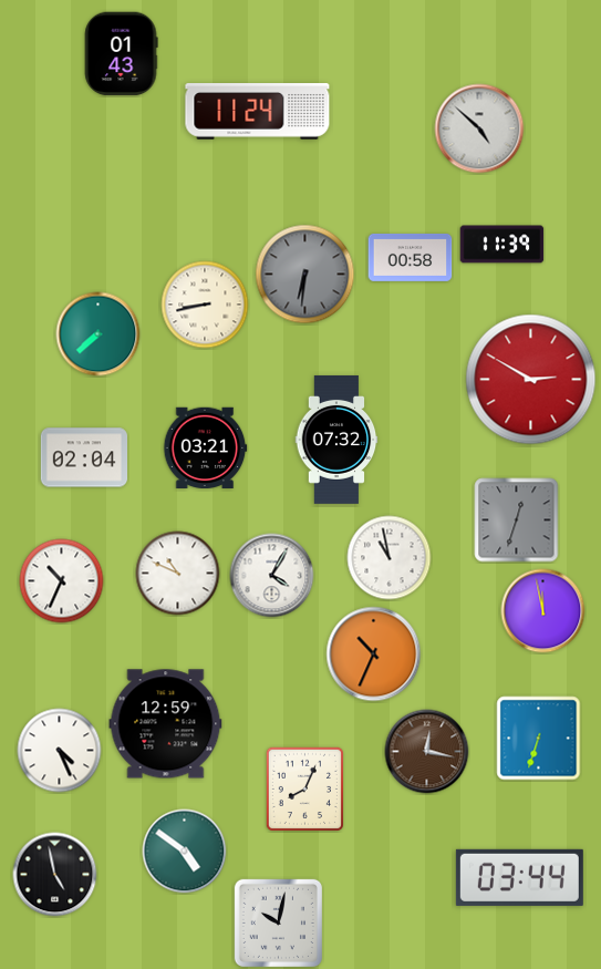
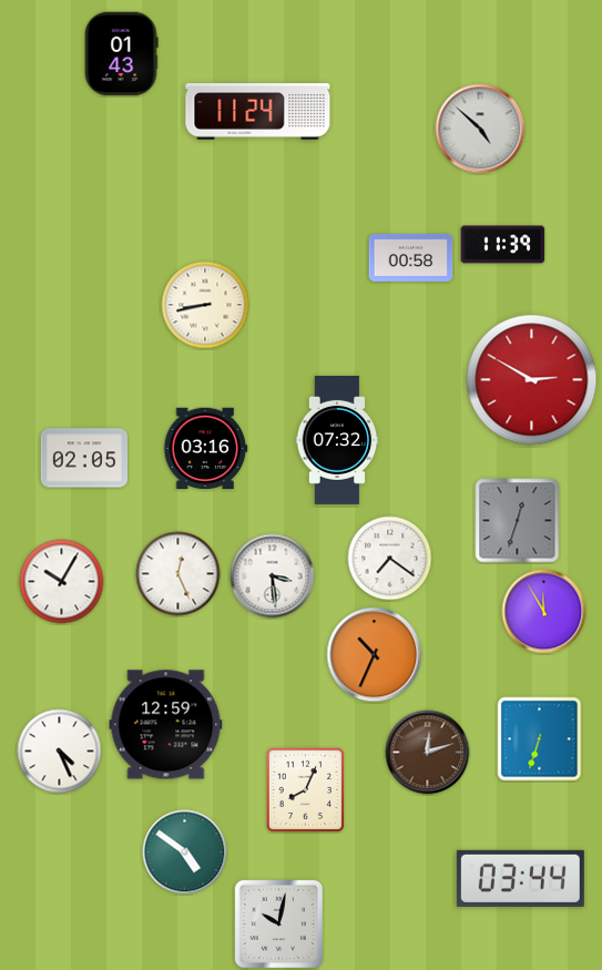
clock at (305, 275): 6:31 -> none
clock at (99, 334): 7:38 -> none
clock at (205, 447): 03:21 -> 03:16
clock at (83, 457): 02:04 -> 02:05
clock at (390, 558): 10:58 -> 7:21
clock at (178, 574): 10:49 -> 12:26
clock at (272, 576): 4:05 -> 3:29
clock at (62, 581): 10:34 -> 10:05
clock at (543, 611): 11:58 -> 11:55
clock at (427, 752): 12:17 -> 12:12
clock at (55, 875): 4:58 -> none
